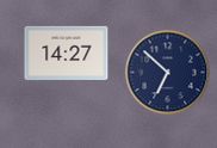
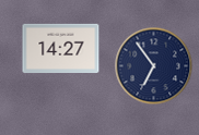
clock at (168, 73): 6:52 -> 6:54
